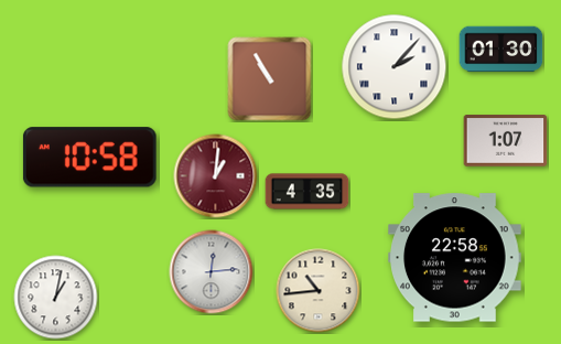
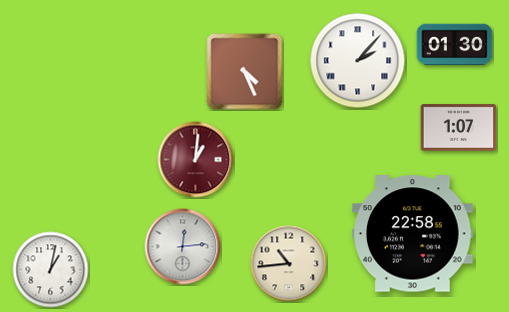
clock at (270, 79): 10:55 -> 4:26
clock at (89, 158): 10:58 -> none
clock at (308, 192): 4:35 -> none
clock at (212, 272) position: (212, 272) -> (183, 247)
